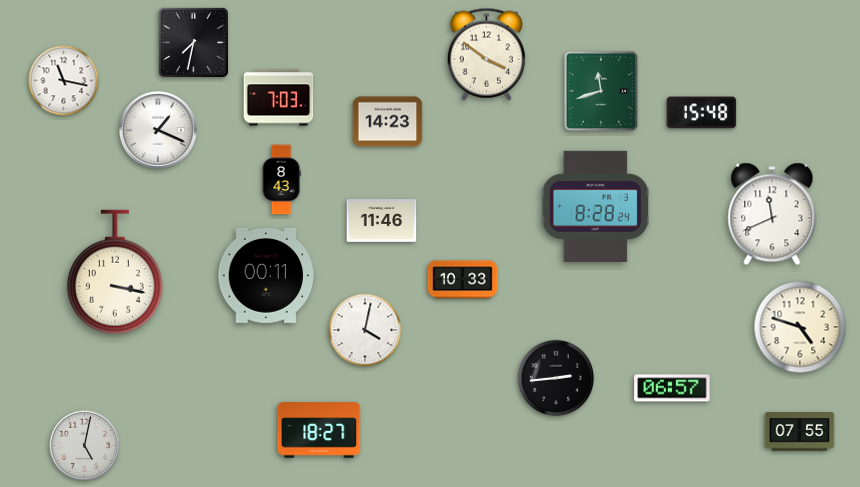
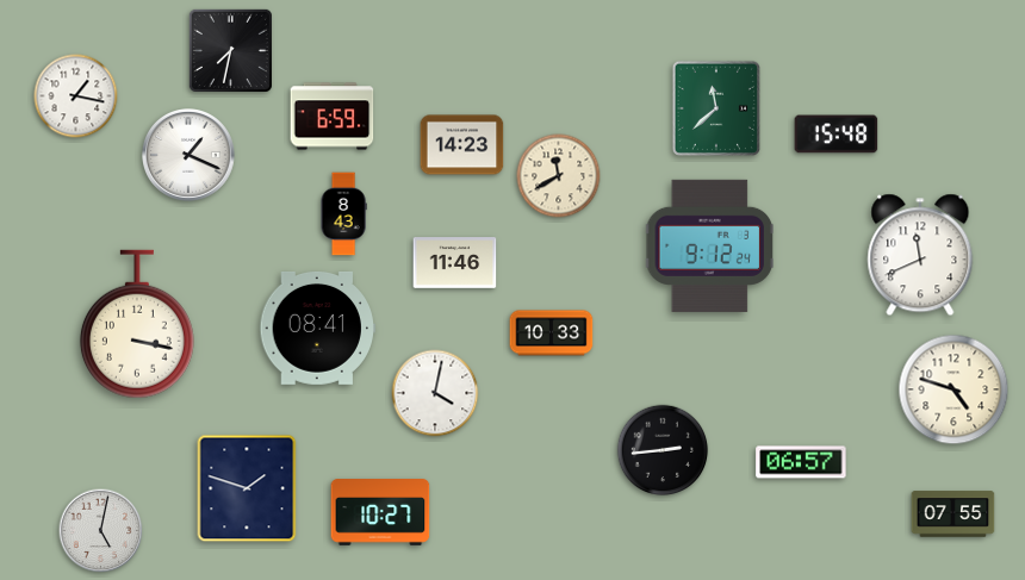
clock at (486, 54): 3:51 -> none
clock at (64, 81): 11:17 -> 1:17
clock at (601, 91): 11:42 -> 11:38
clock at (279, 98): 7:03 -> 6:59
clock at (559, 176): none -> 11:40
clock at (281, 180) position: (281, 180) -> (343, 214)
clock at (596, 206): 8:28 -> 9:12
clock at (267, 275): 00:11 -> 08:41
clock at (247, 488): none -> 1:48
clock at (319, 430): 18:27 -> 10:27
